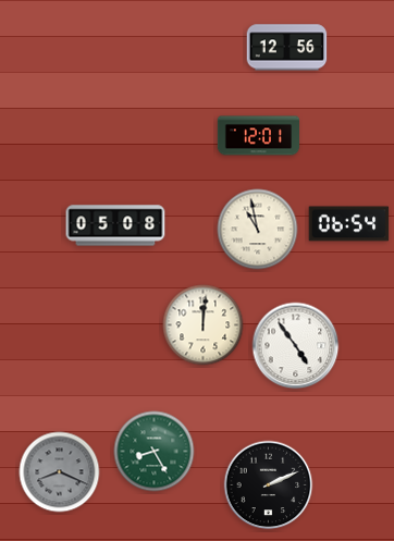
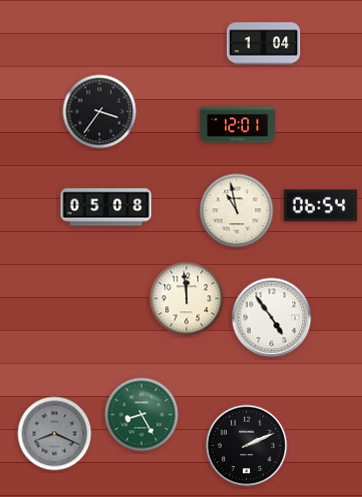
clock at (287, 48): 12:56 -> 1:04
clock at (100, 112): none -> 3:36
clock at (204, 325): 12:01 -> 11:59
